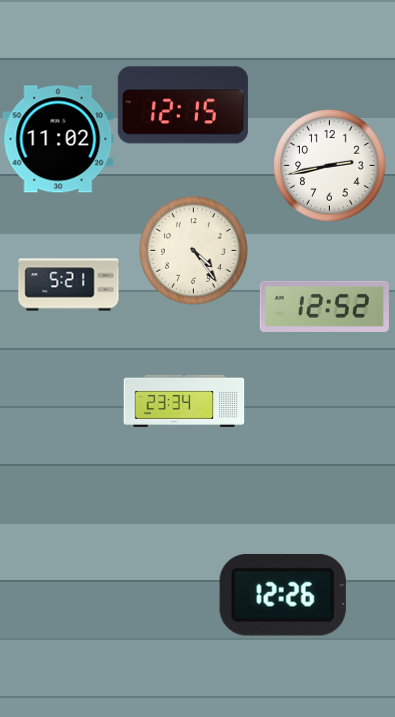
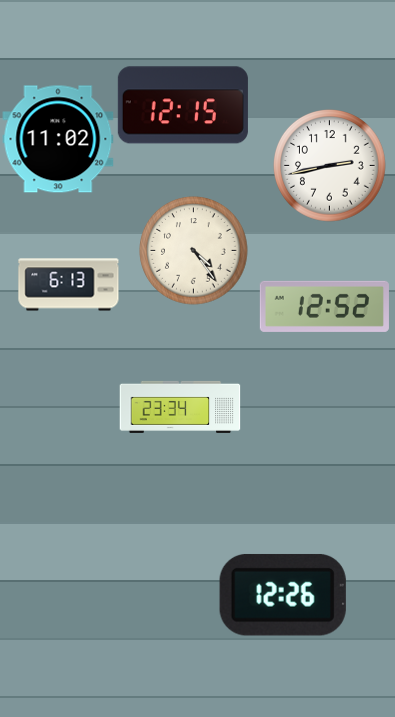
clock at (69, 285): 5:21 -> 6:13
clock at (184, 401) position: (184, 401) -> (180, 407)
